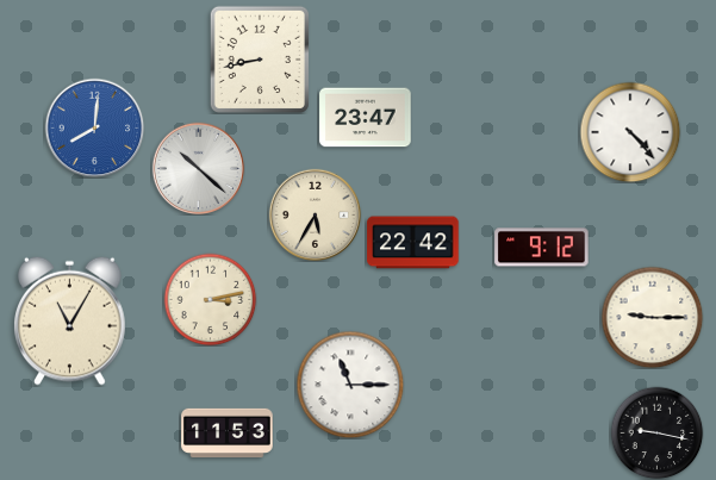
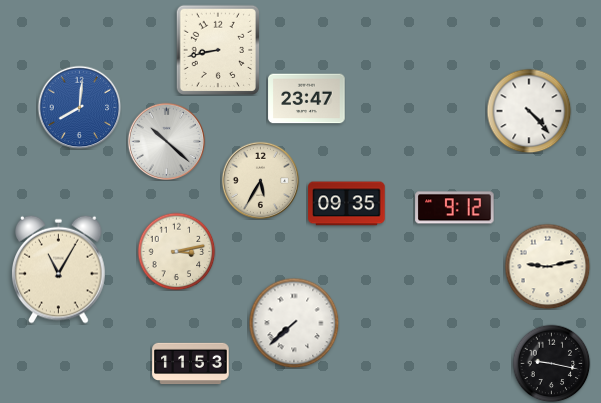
clock at (315, 214) position: (315, 214) -> (260, 180)
clock at (413, 243): 22:42 -> 09:35
clock at (652, 317): 9:15 -> 9:13
clock at (350, 385): 11:15 -> 7:38
